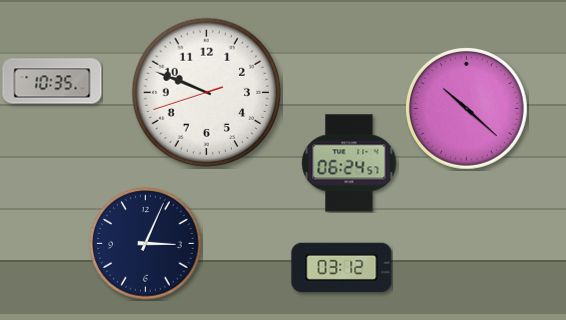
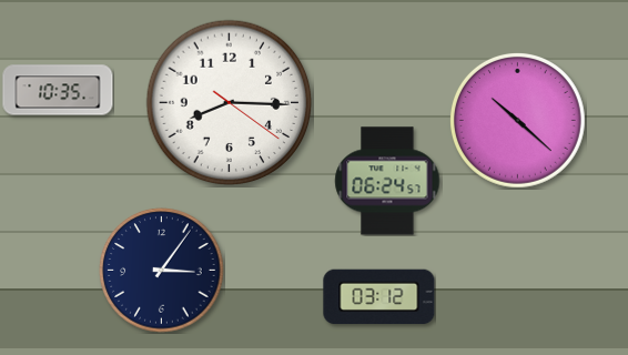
clock at (207, 93): 9:48 -> 8:15
clock at (146, 244): 3:04 -> 3:06
